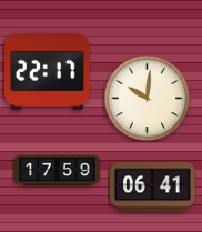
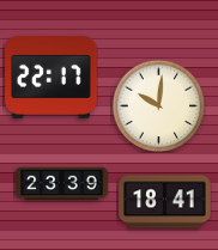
clock at (58, 171): 17:59 -> 23:39
clock at (153, 188): 06:41 -> 18:41
